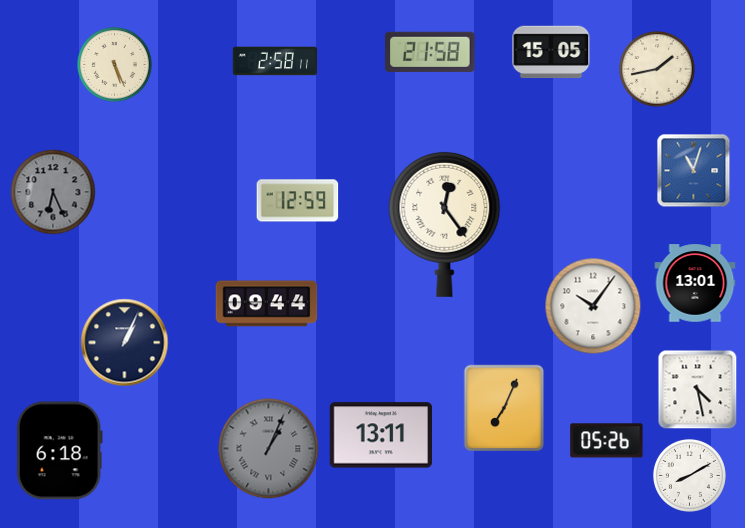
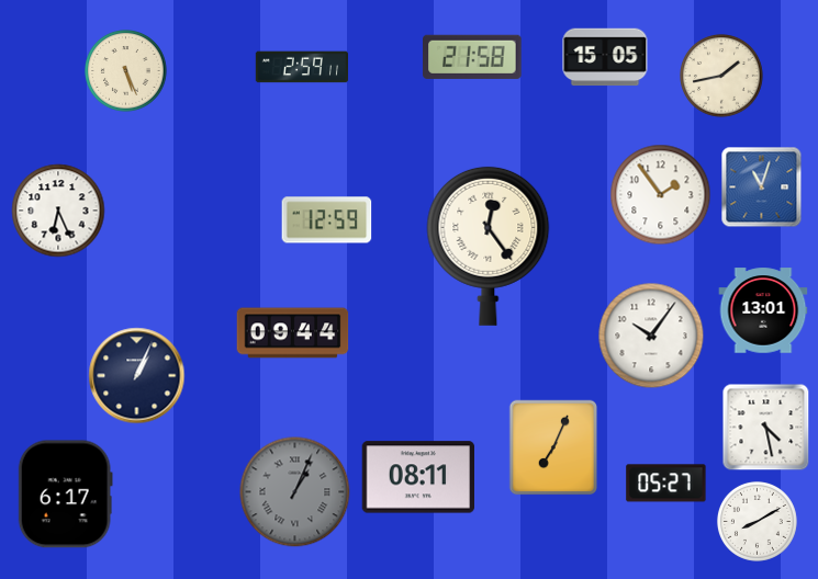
clock at (274, 61): 2:58 -> 2:59
clock at (661, 195): none -> 1:54
clock at (53, 192) dial: grey -> white
clock at (380, 435): 13:11 -> 08:11
clock at (607, 441): 05:26 -> 05:27
clock at (59, 451): 6:18 -> 6:17
